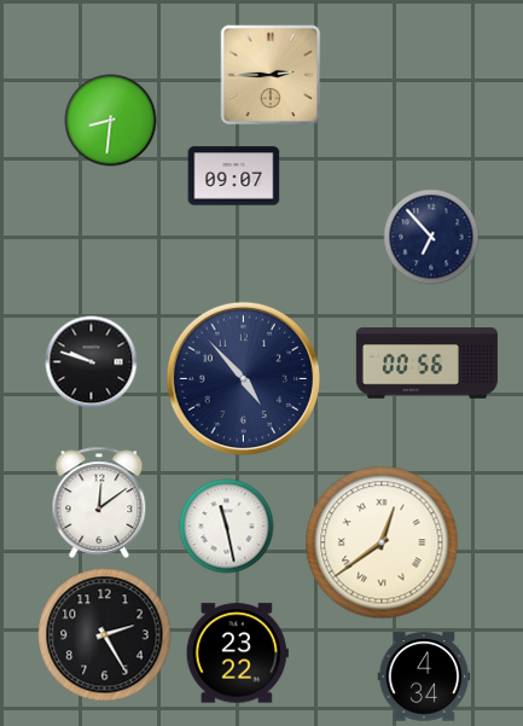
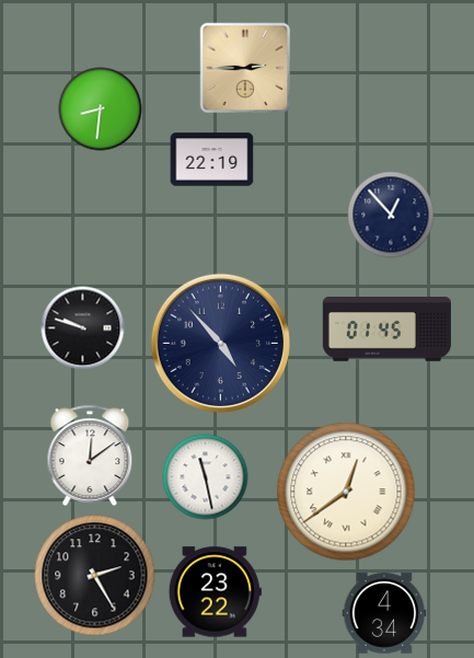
clock at (234, 176): 09:07 -> 22:19
clock at (431, 237): 6:53 -> 12:53
clock at (426, 364): 00:56 -> 01:45
